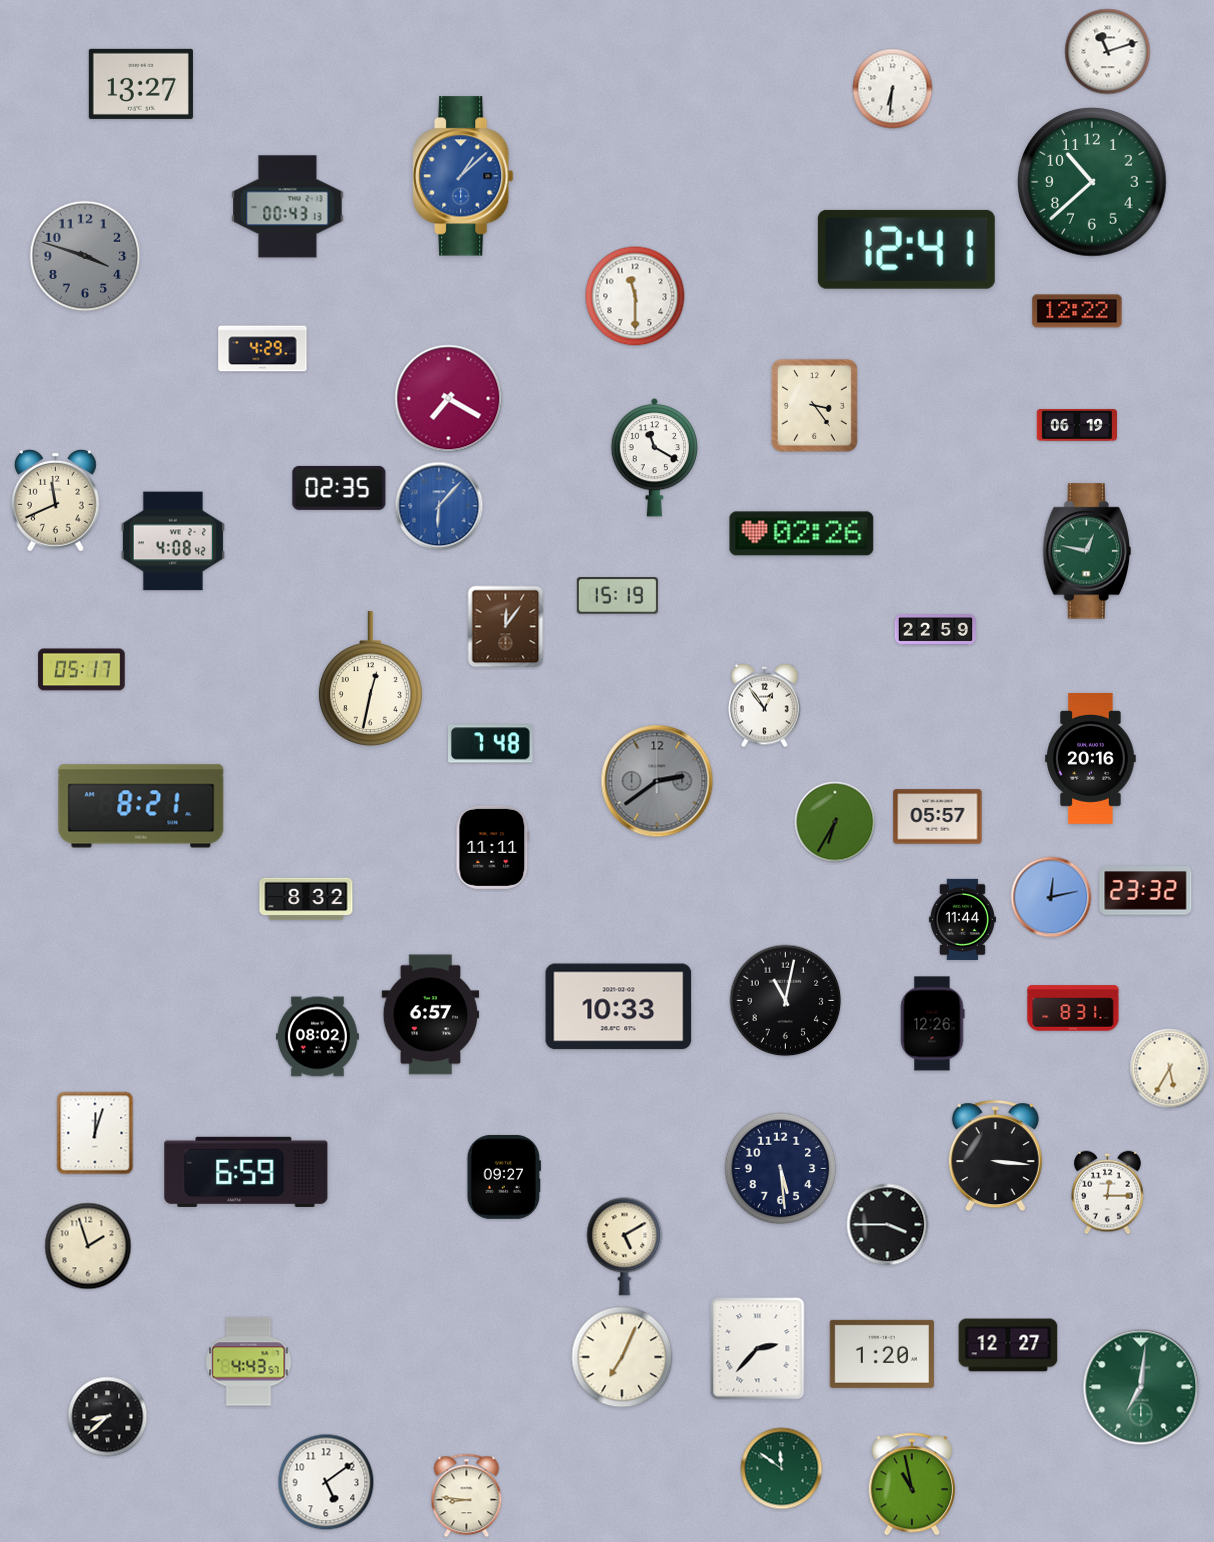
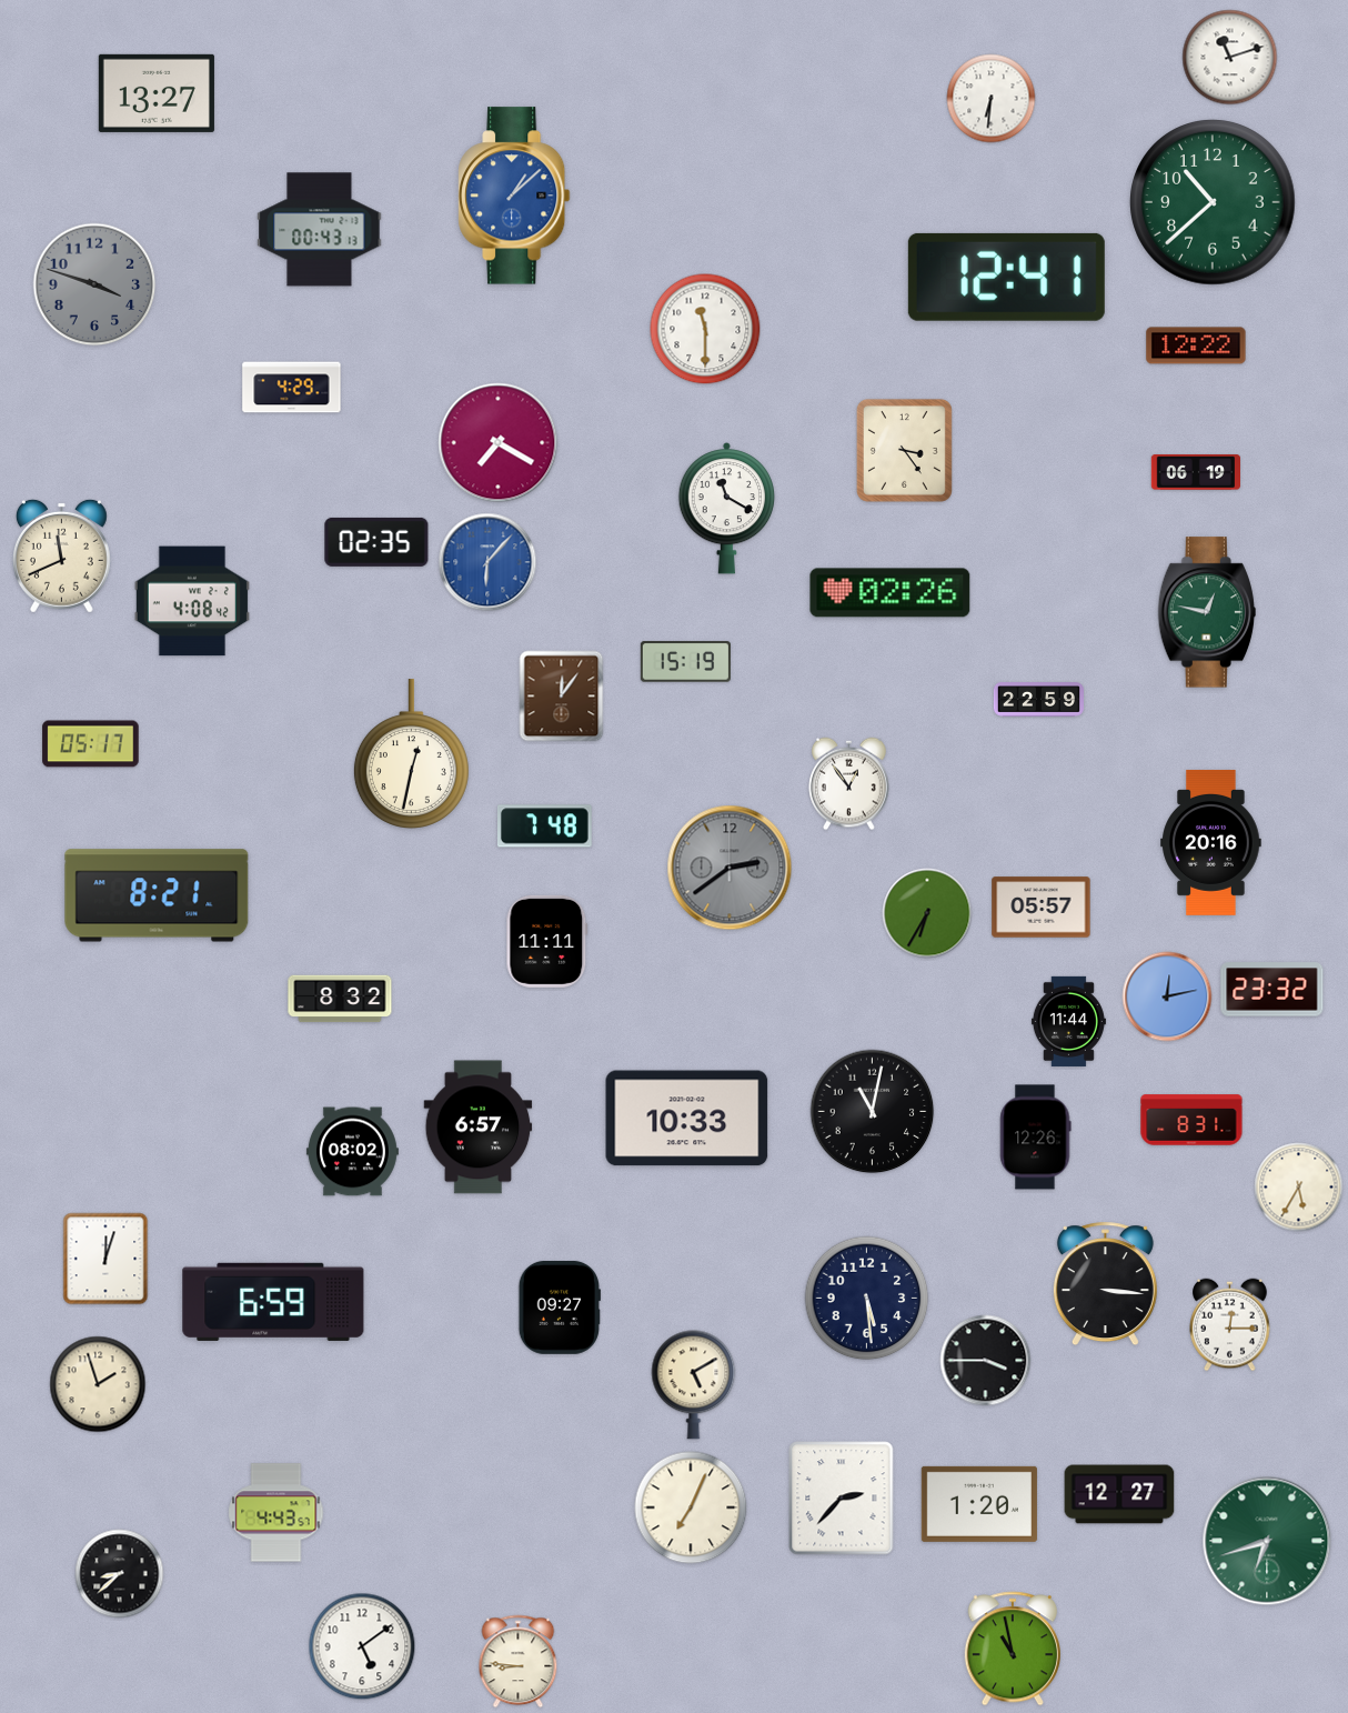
clock at (1141, 1387): 7:01 -> 6:42
clock at (782, 1469): 11:51 -> none
